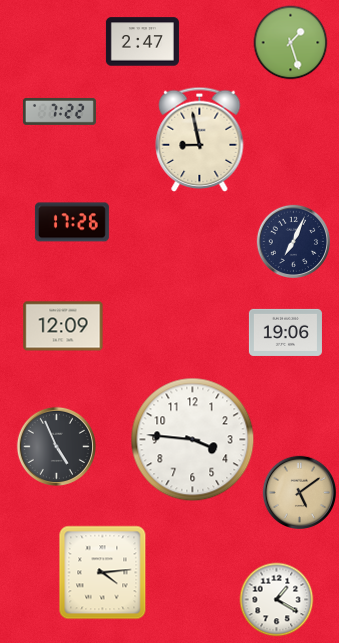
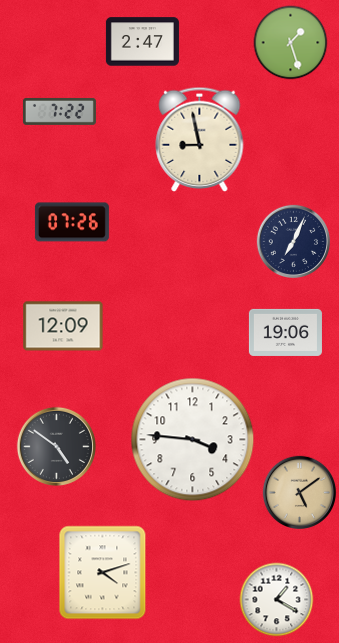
clock at (72, 222): 17:26 -> 07:26
clock at (56, 446): 4:56 -> 4:51
clock at (103, 573): 4:14 -> 4:12
